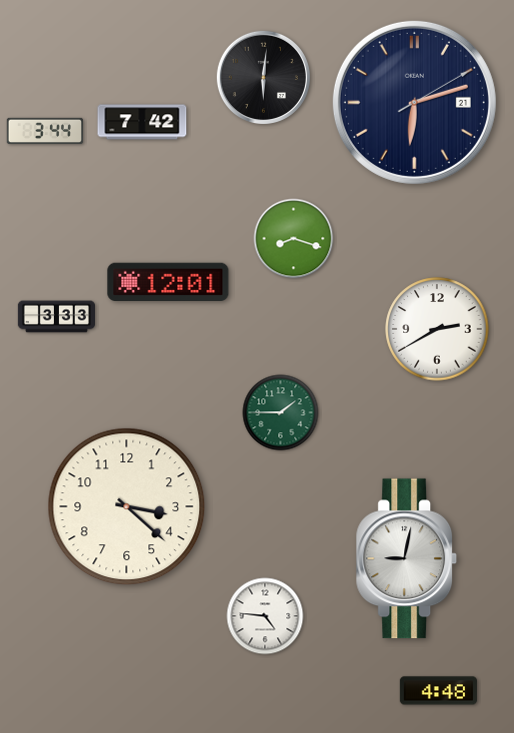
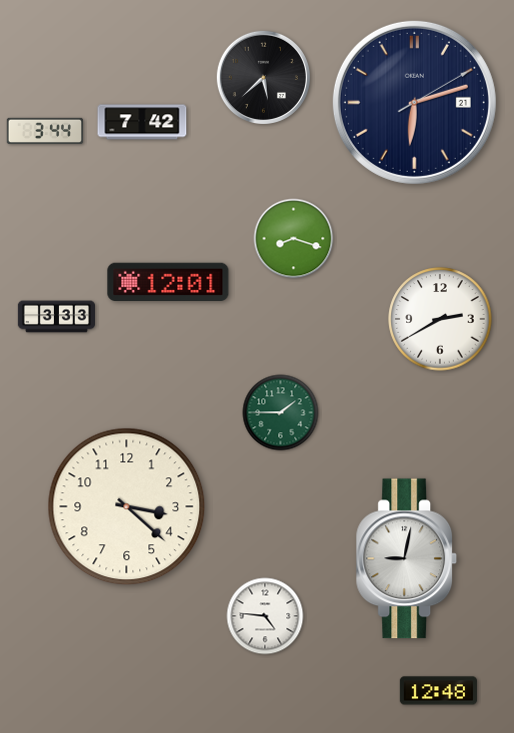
clock at (263, 77): 6:01 -> 5:38
clock at (437, 329) position: (437, 329) -> (440, 319)
clock at (438, 691): 4:48 -> 12:48
